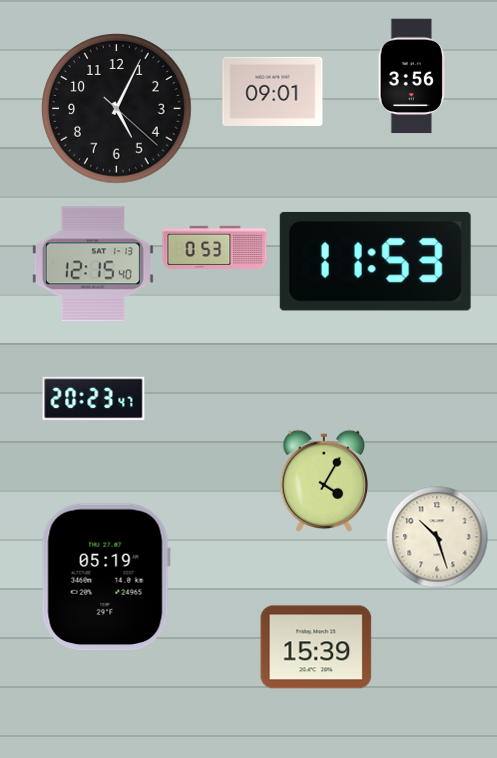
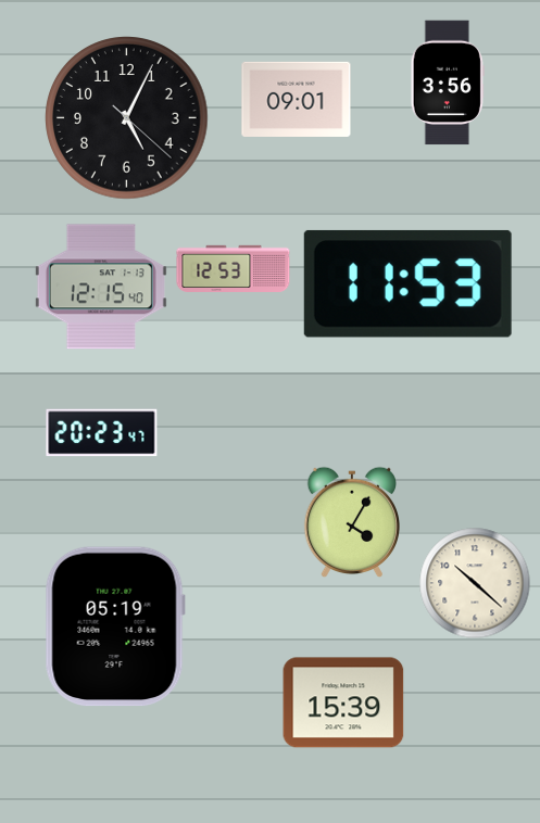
clock at (215, 247): 0:53 -> 12:53
clock at (437, 537): 10:27 -> 10:22
